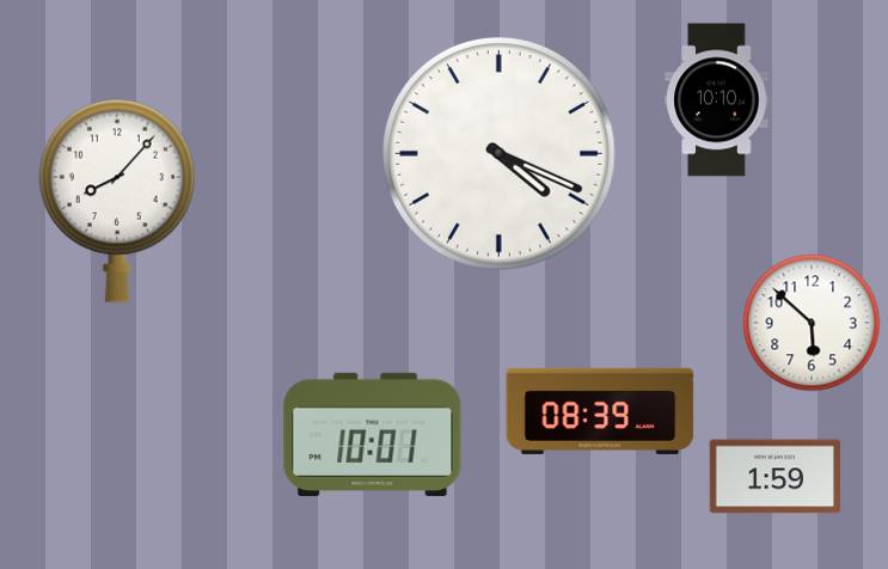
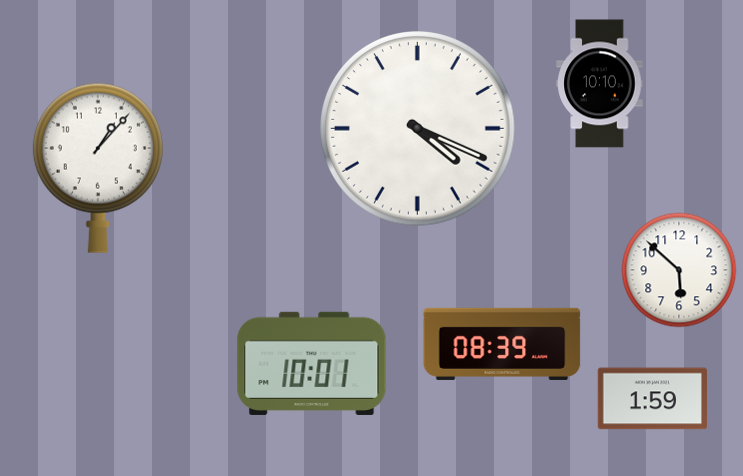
clock at (117, 201): 8:07 -> 1:07
clock at (776, 477) position: (776, 477) -> (653, 399)
